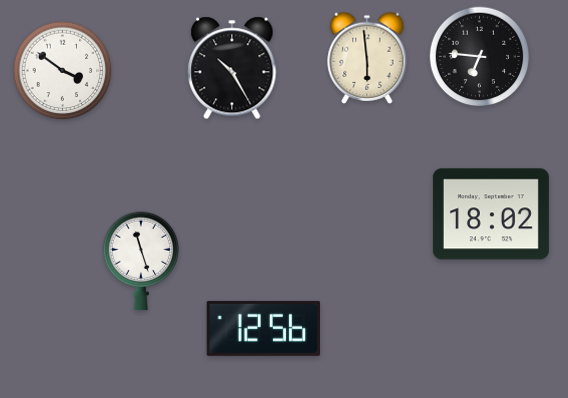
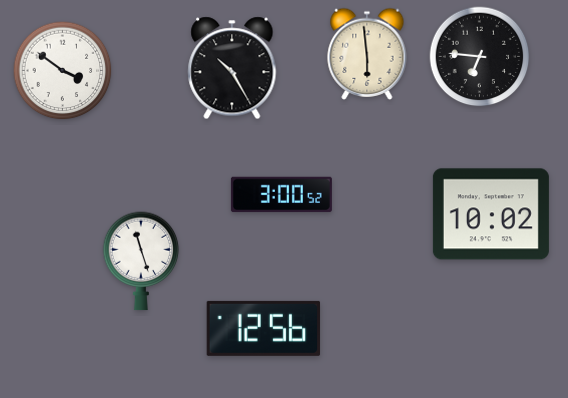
clock at (367, 58) position: (367, 58) -> (367, 54)
clock at (281, 195): none -> 3:00
clock at (491, 214): 18:02 -> 10:02
